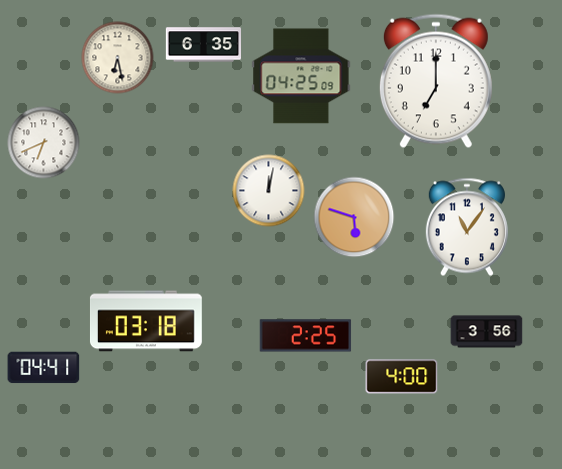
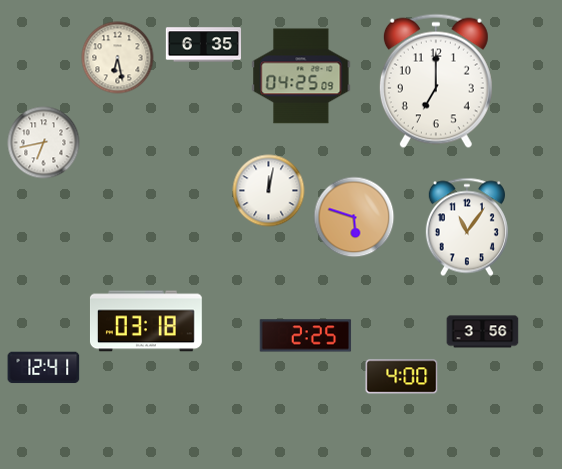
clock at (44, 143): 6:41 -> 6:43
clock at (487, 332) position: (487, 332) -> (483, 332)
clock at (44, 368): 04:41 -> 12:41
